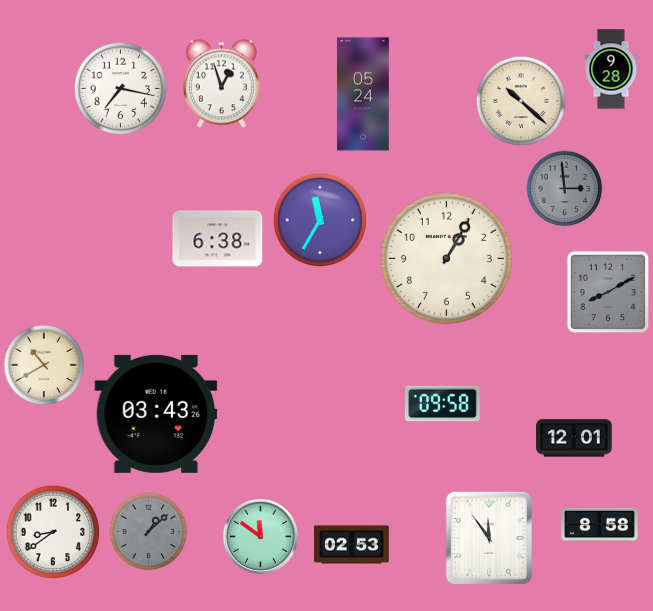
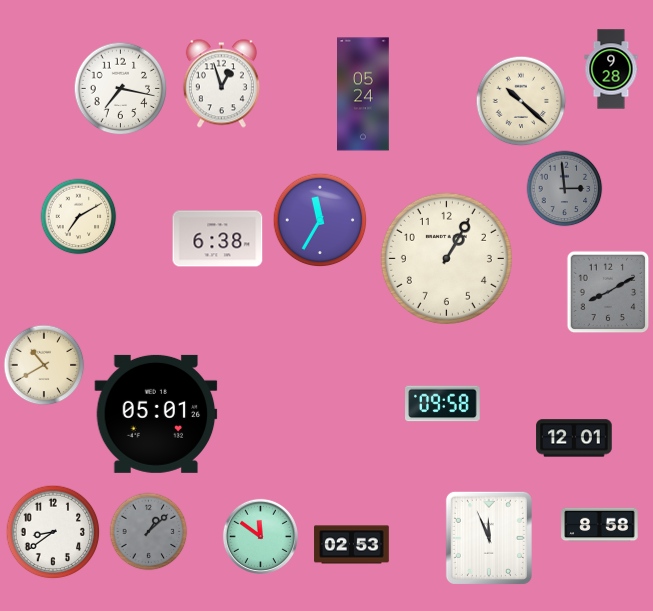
clock at (79, 217): none -> 7:10
clock at (156, 414): 03:43 -> 05:01
clock at (489, 538): 11:54 -> 11:56
